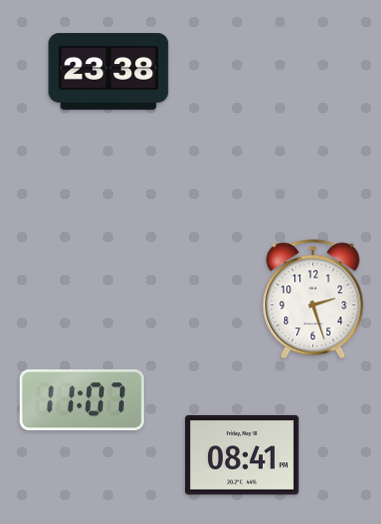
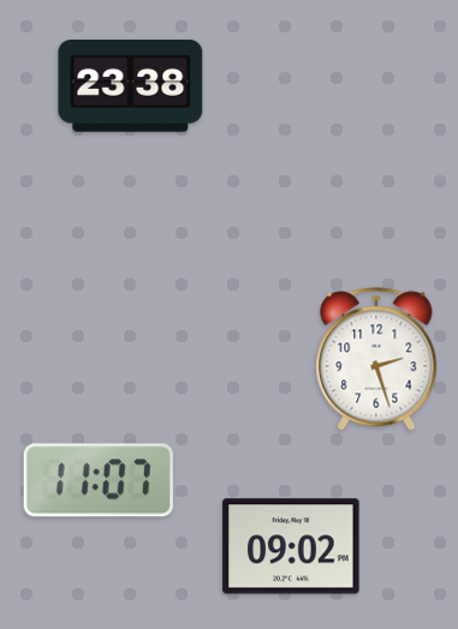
clock at (242, 455): 08:41 -> 09:02
